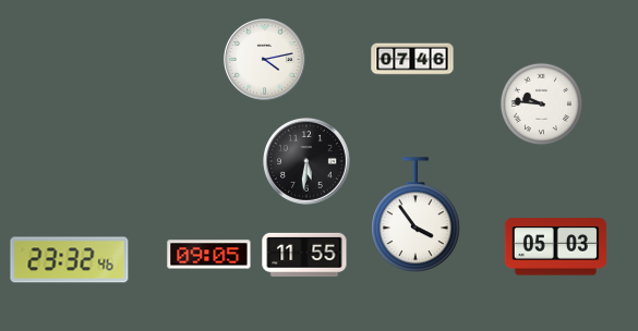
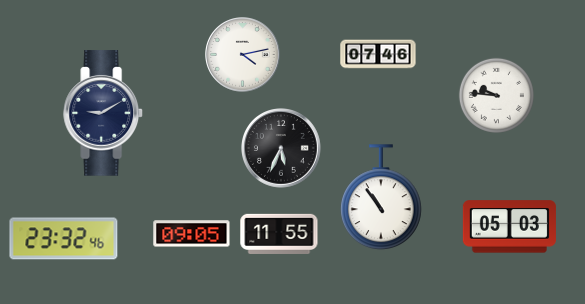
clock at (104, 113): none -> 9:10
clock at (308, 162): 5:31 -> 5:34
clock at (417, 216): 3:54 -> 10:54
